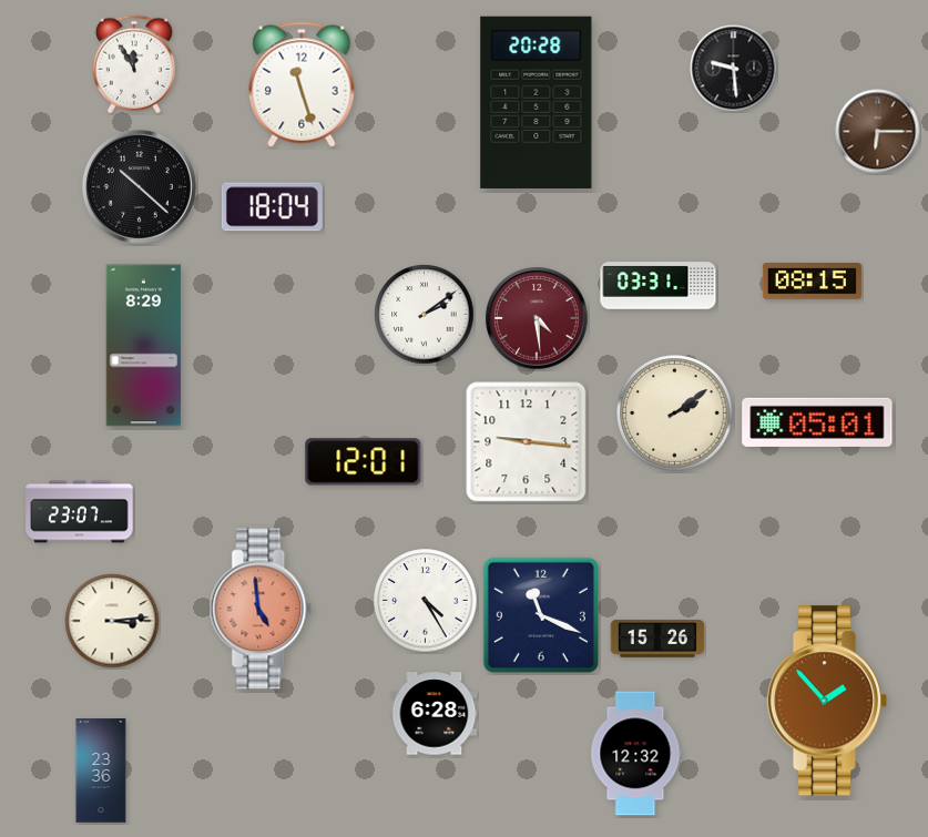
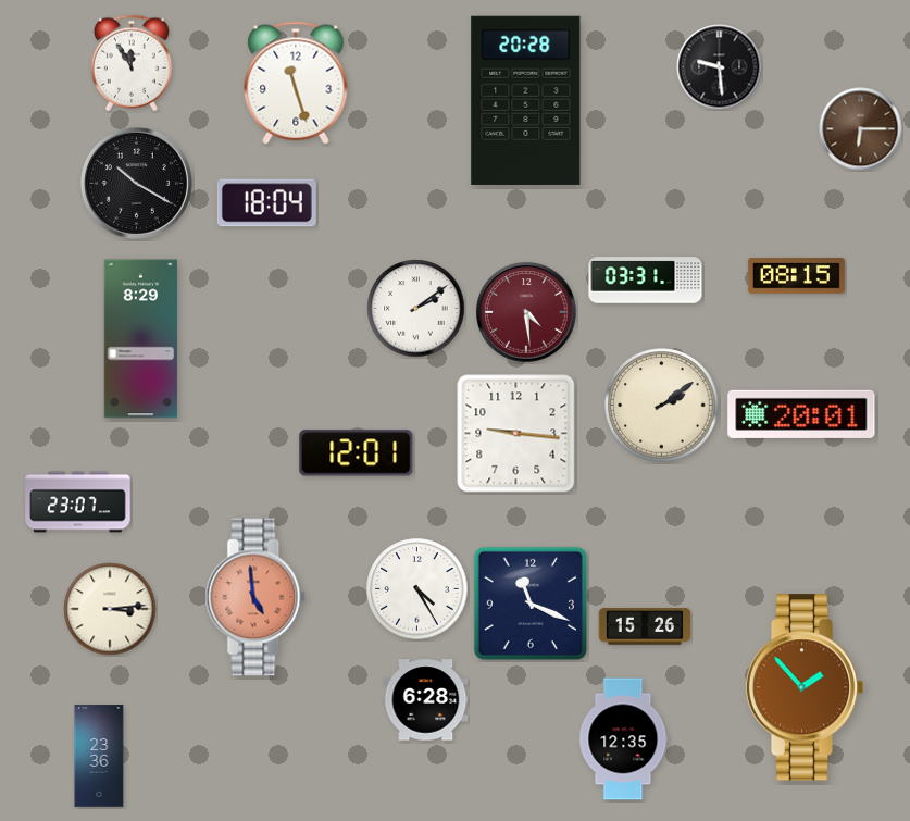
clock at (139, 186): 10:22 -> 10:20
clock at (817, 422): 05:01 -> 20:01
clock at (827, 701) position: (827, 701) -> (805, 687)
clock at (636, 754): 12:32 -> 12:35
